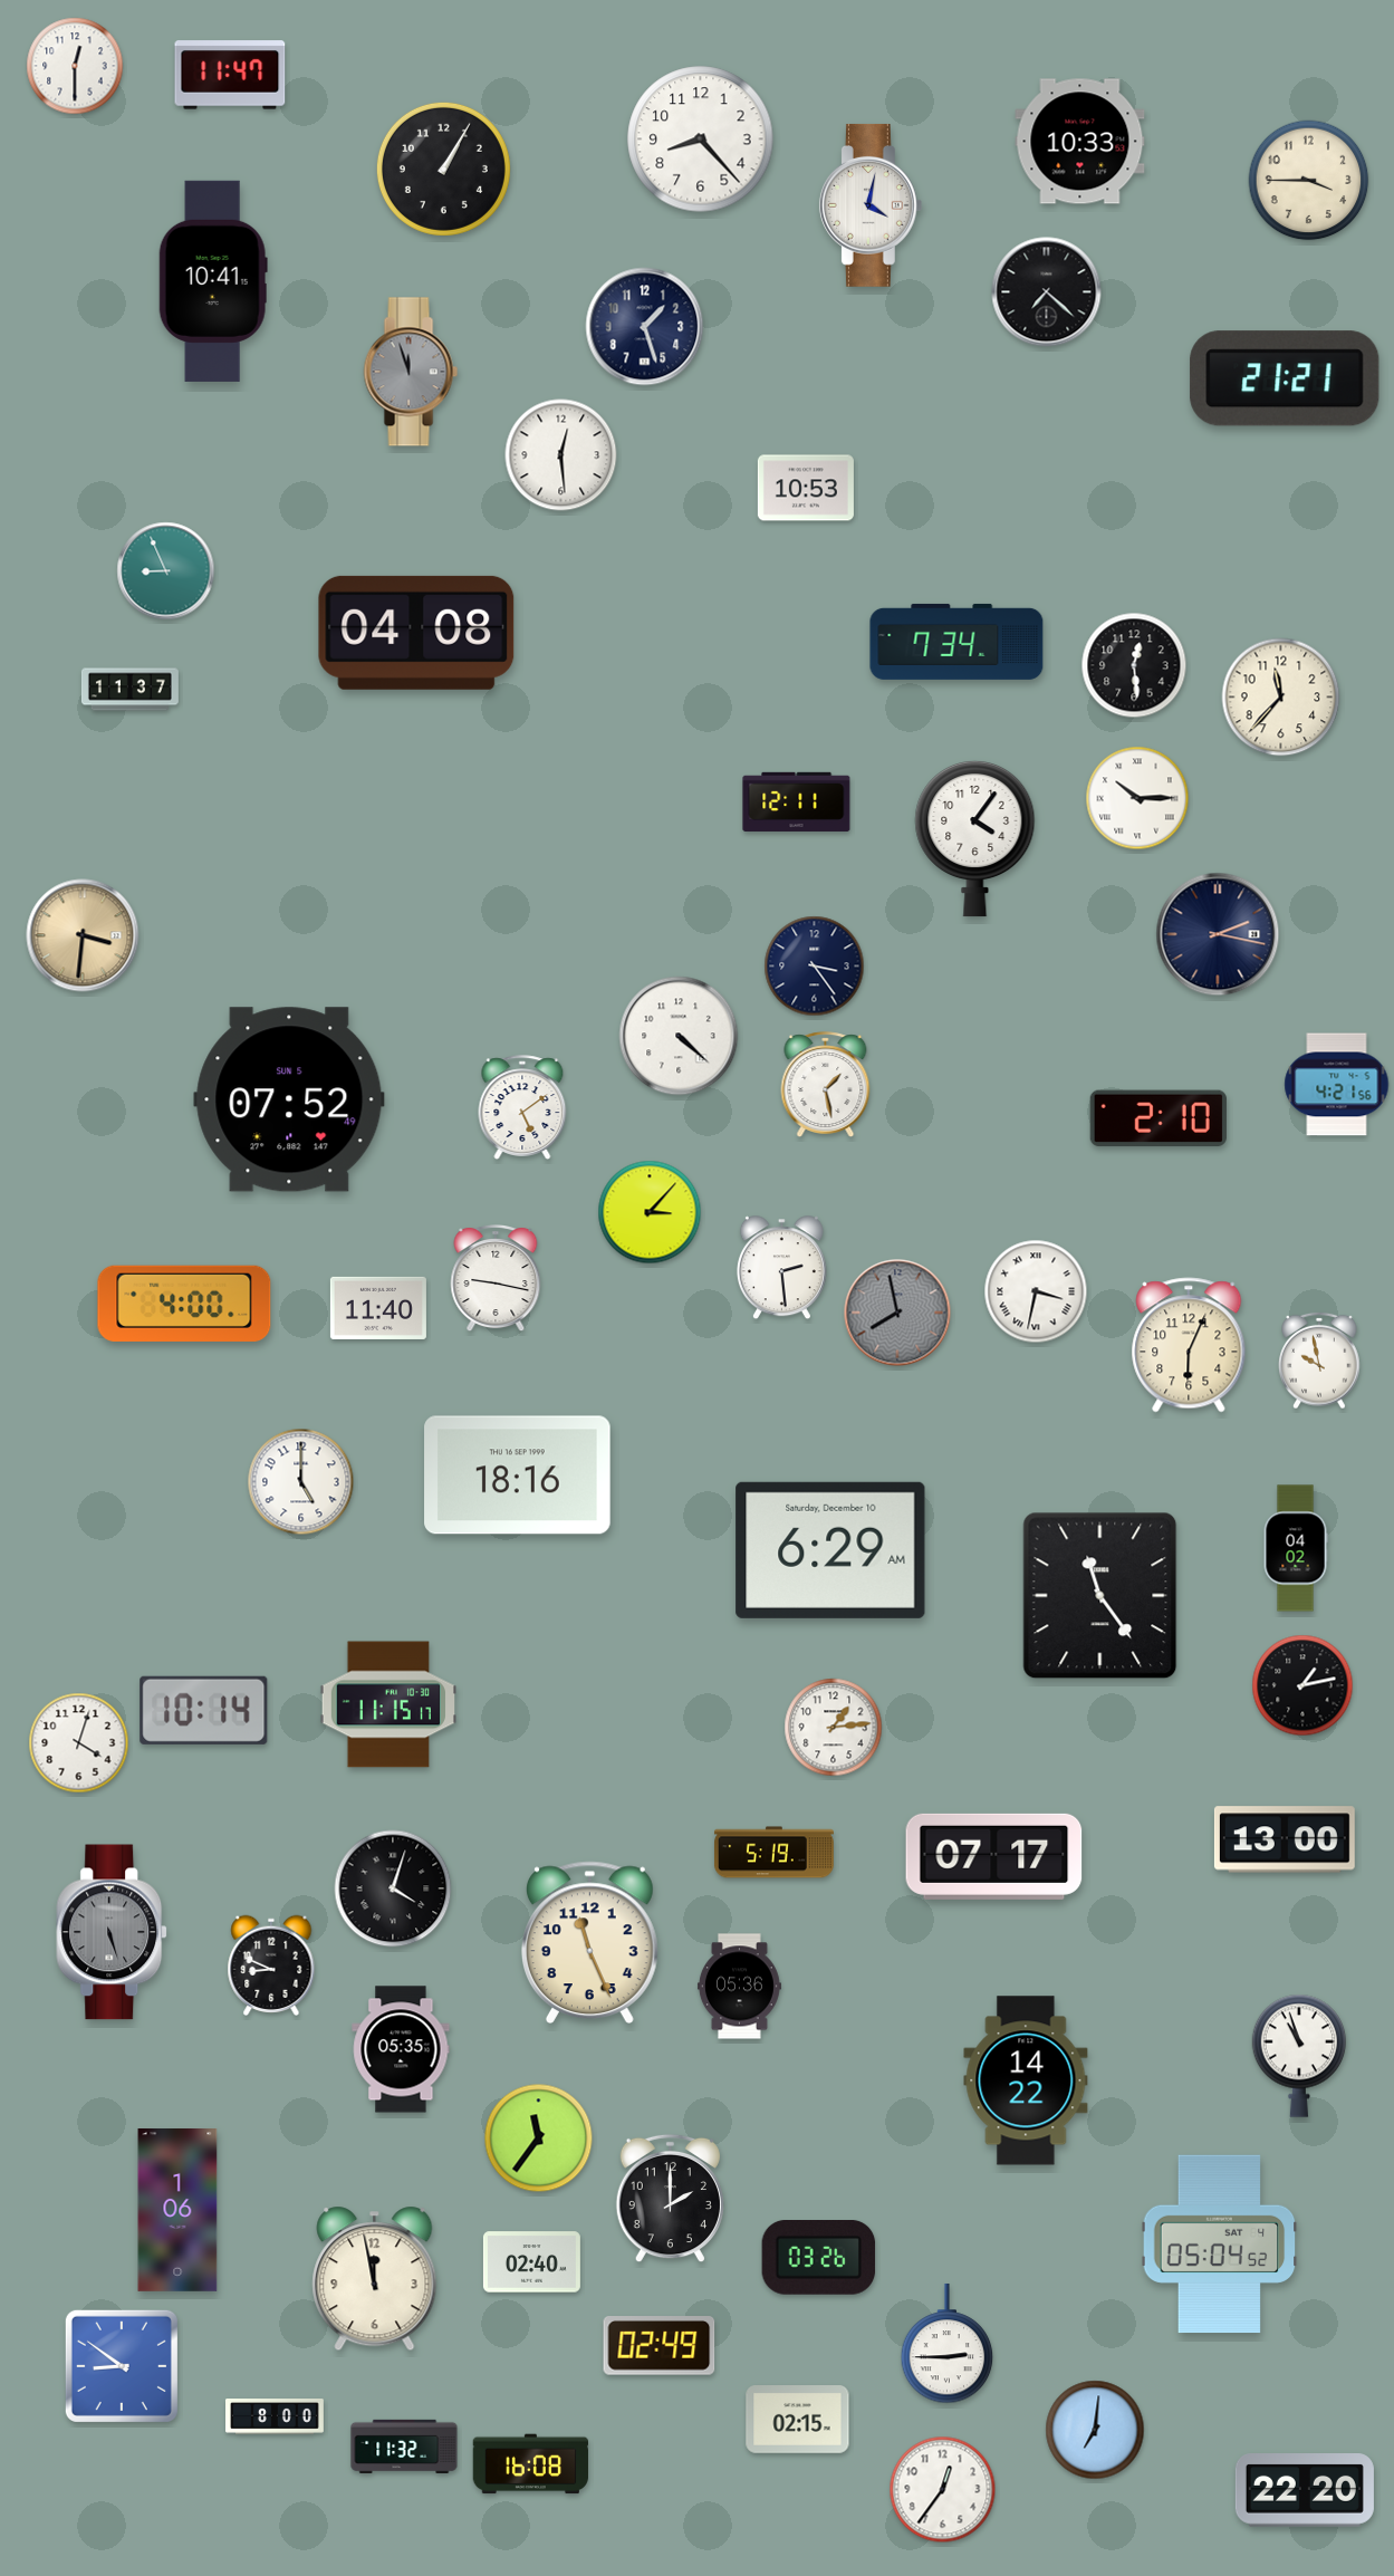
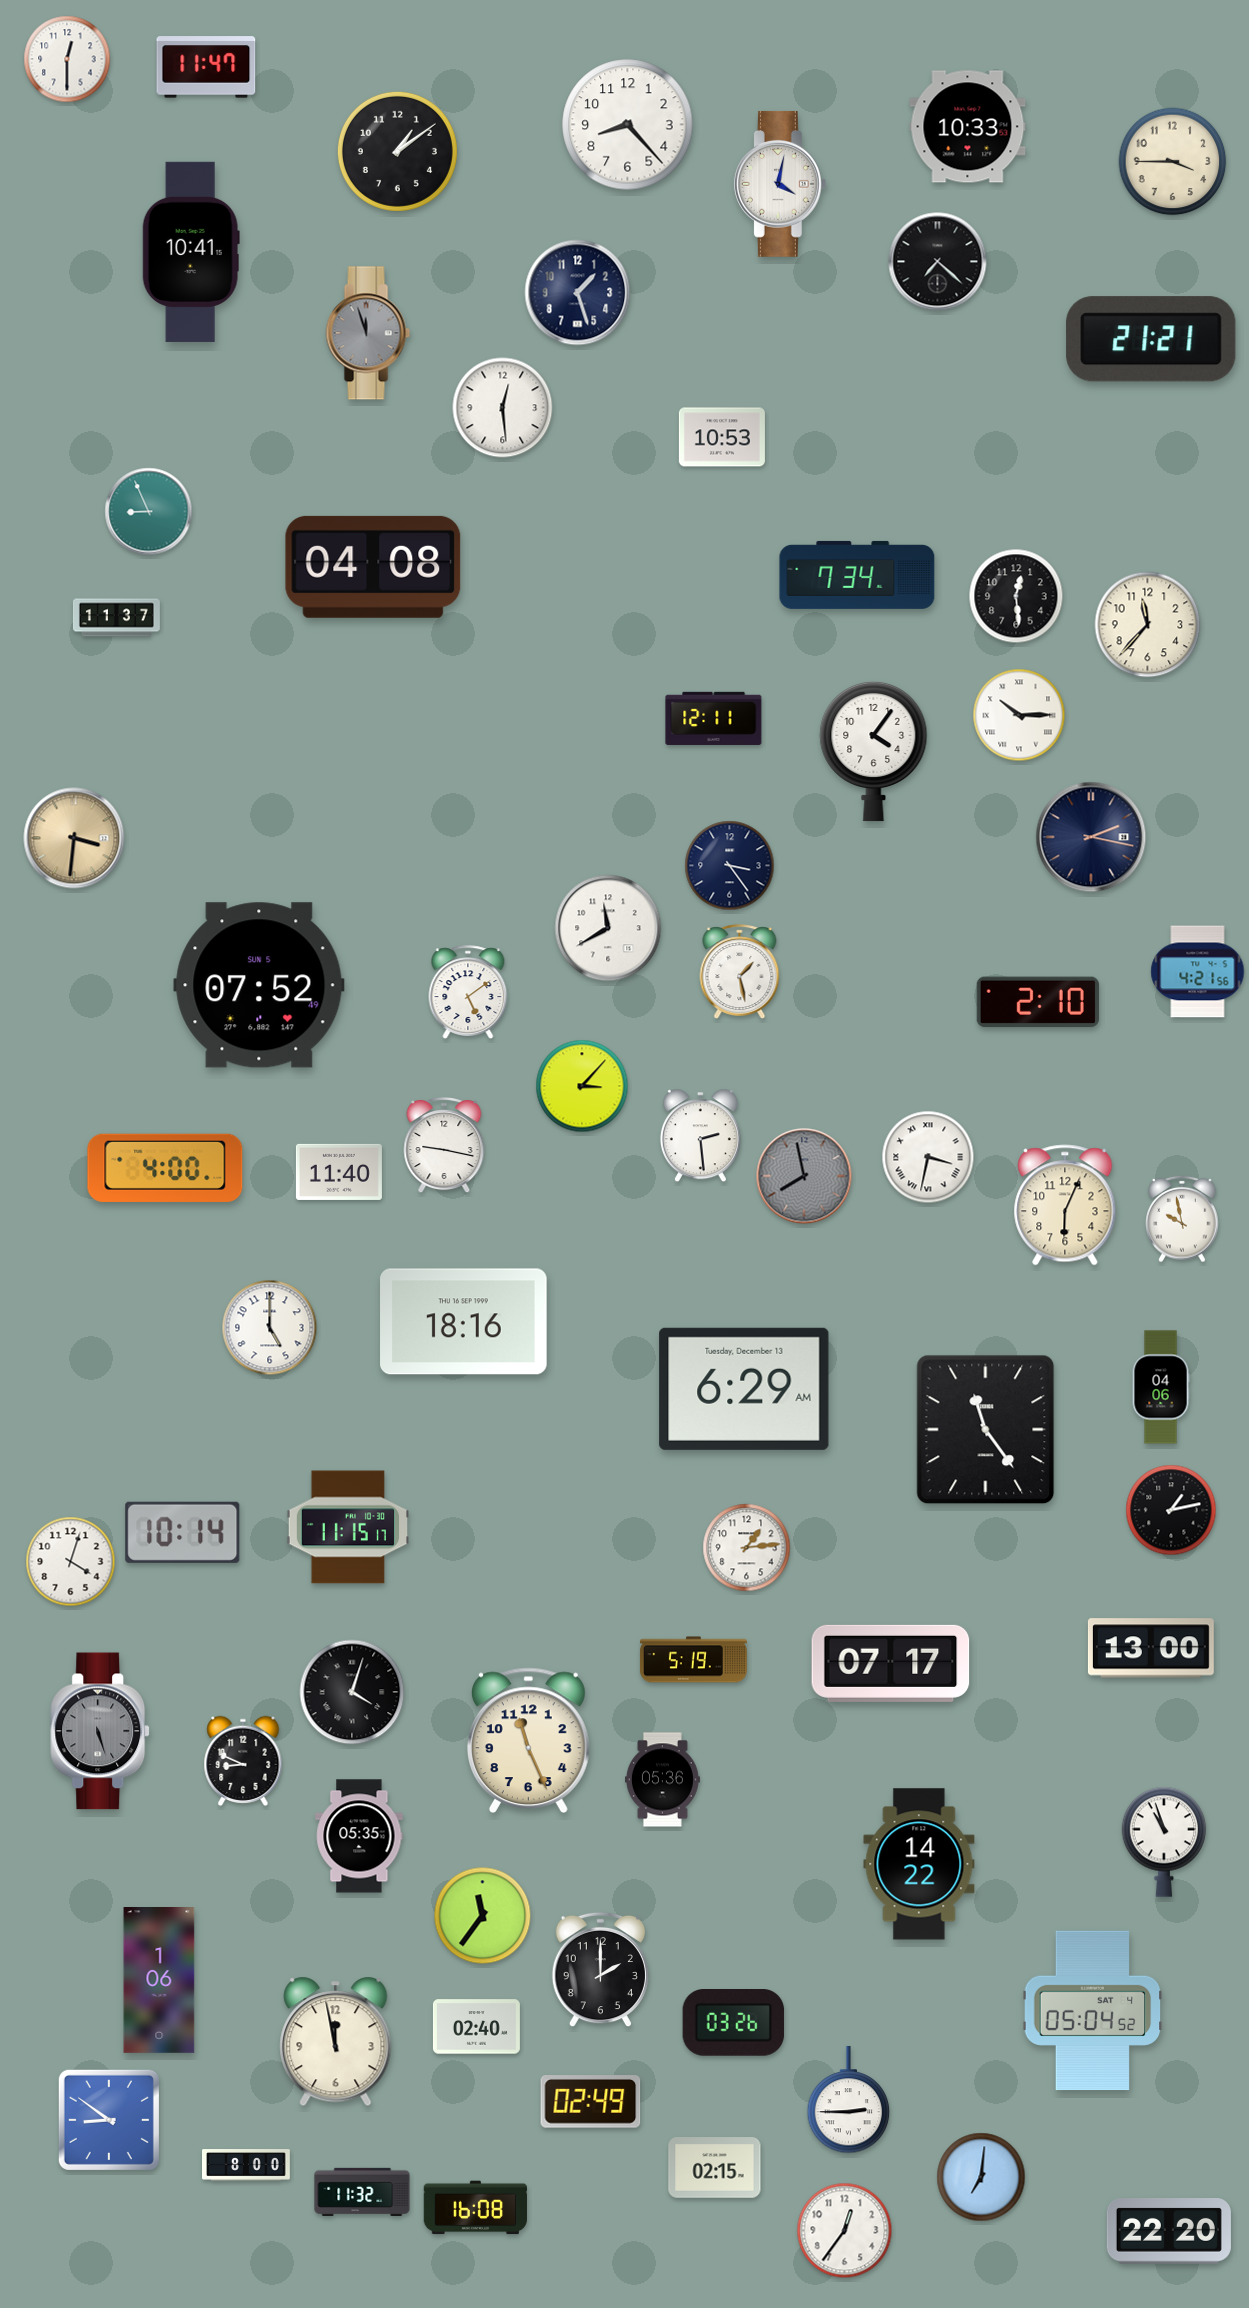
clock at (443, 169): 1:05 -> 1:09
clock at (679, 1036): 4:22 -> 11:40
clock at (1296, 1548): 04:02 -> 04:06
clock at (830, 1550) date: Saturday, December 10 -> Tuesday, December 13
clock at (1302, 1685) position: (1302, 1685) -> (1171, 1510)
